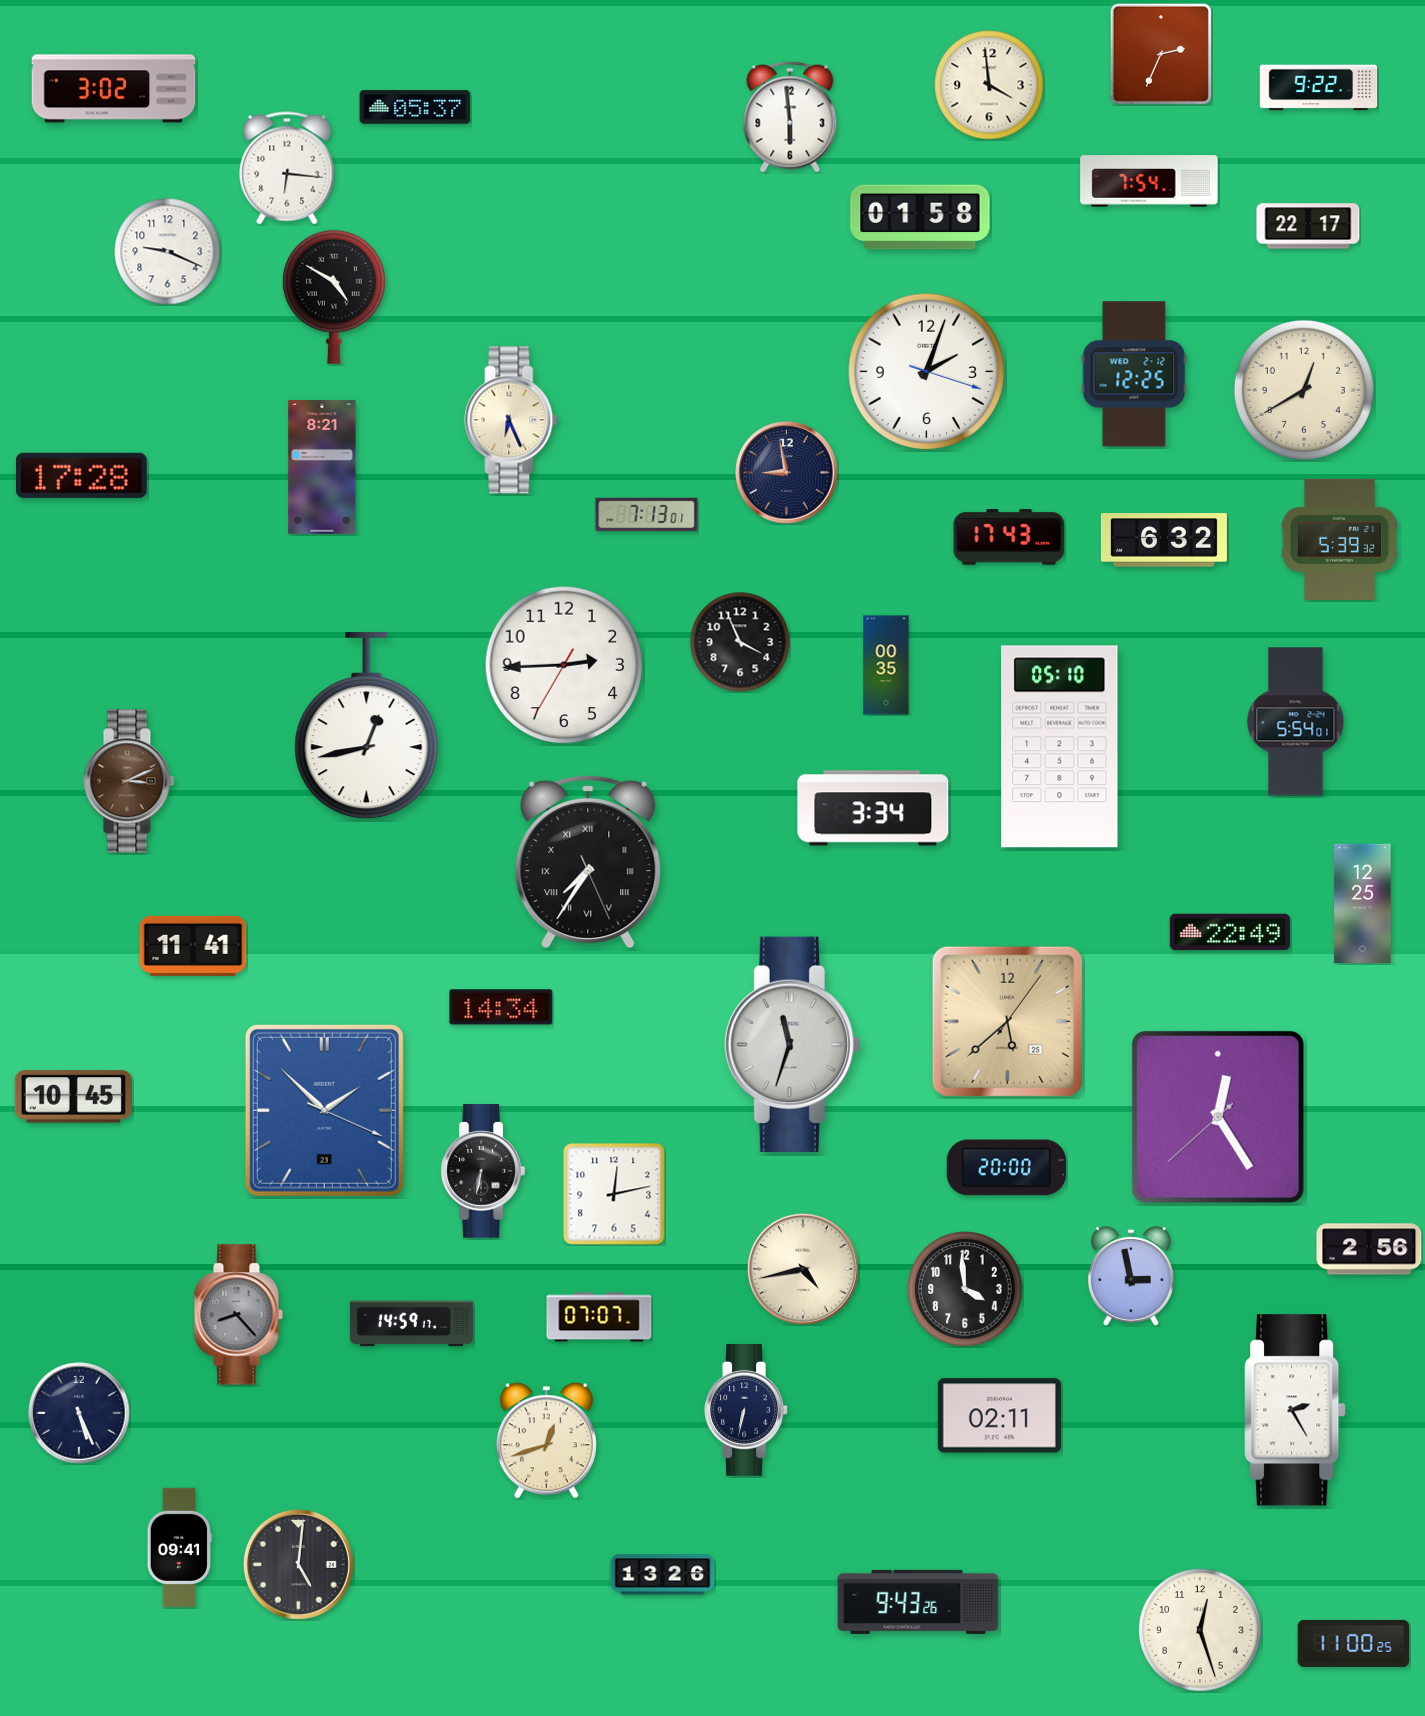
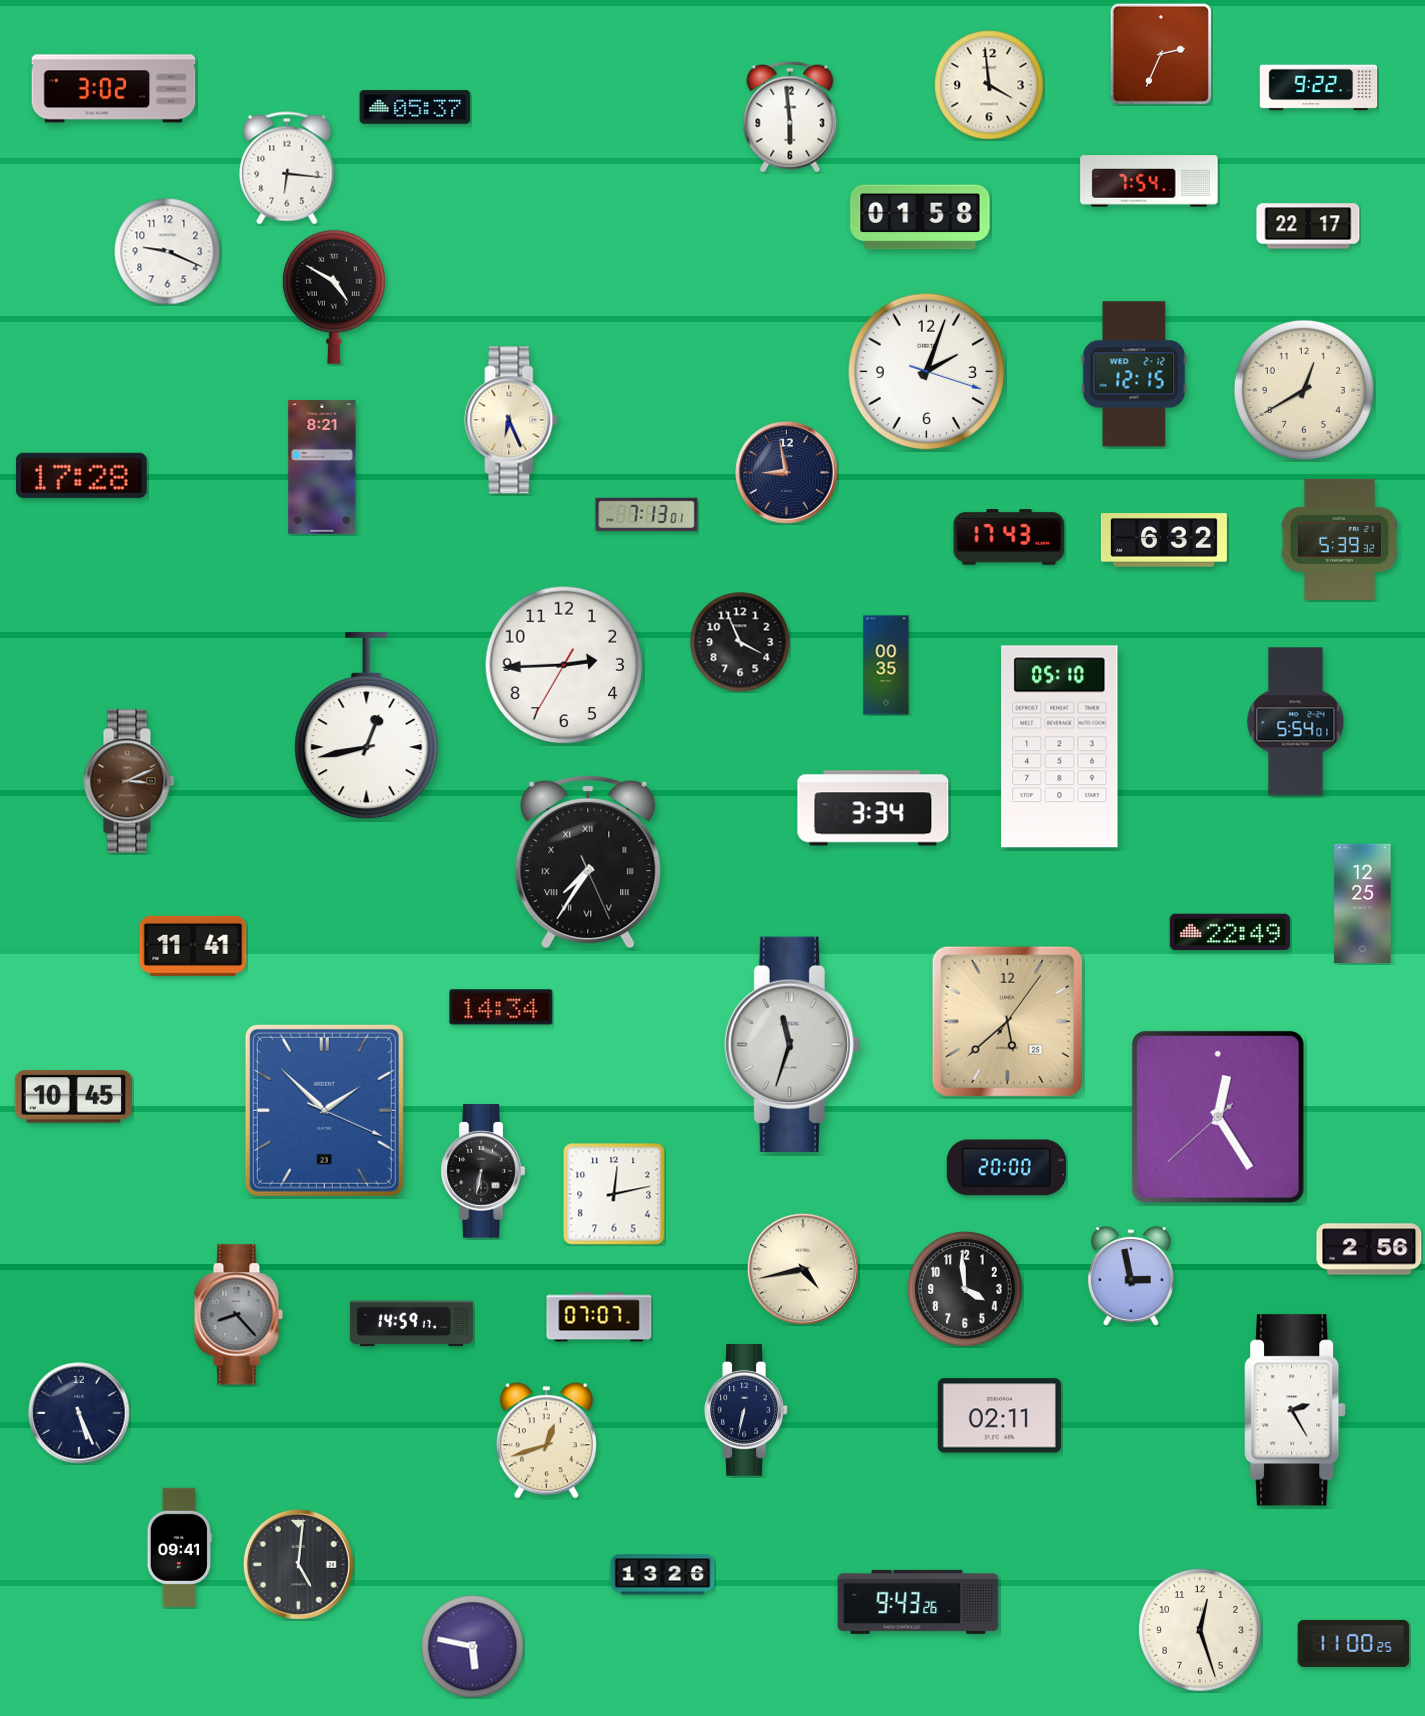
clock at (1134, 374): 12:25 -> 12:15
clock at (473, 1647): none -> 5:47
